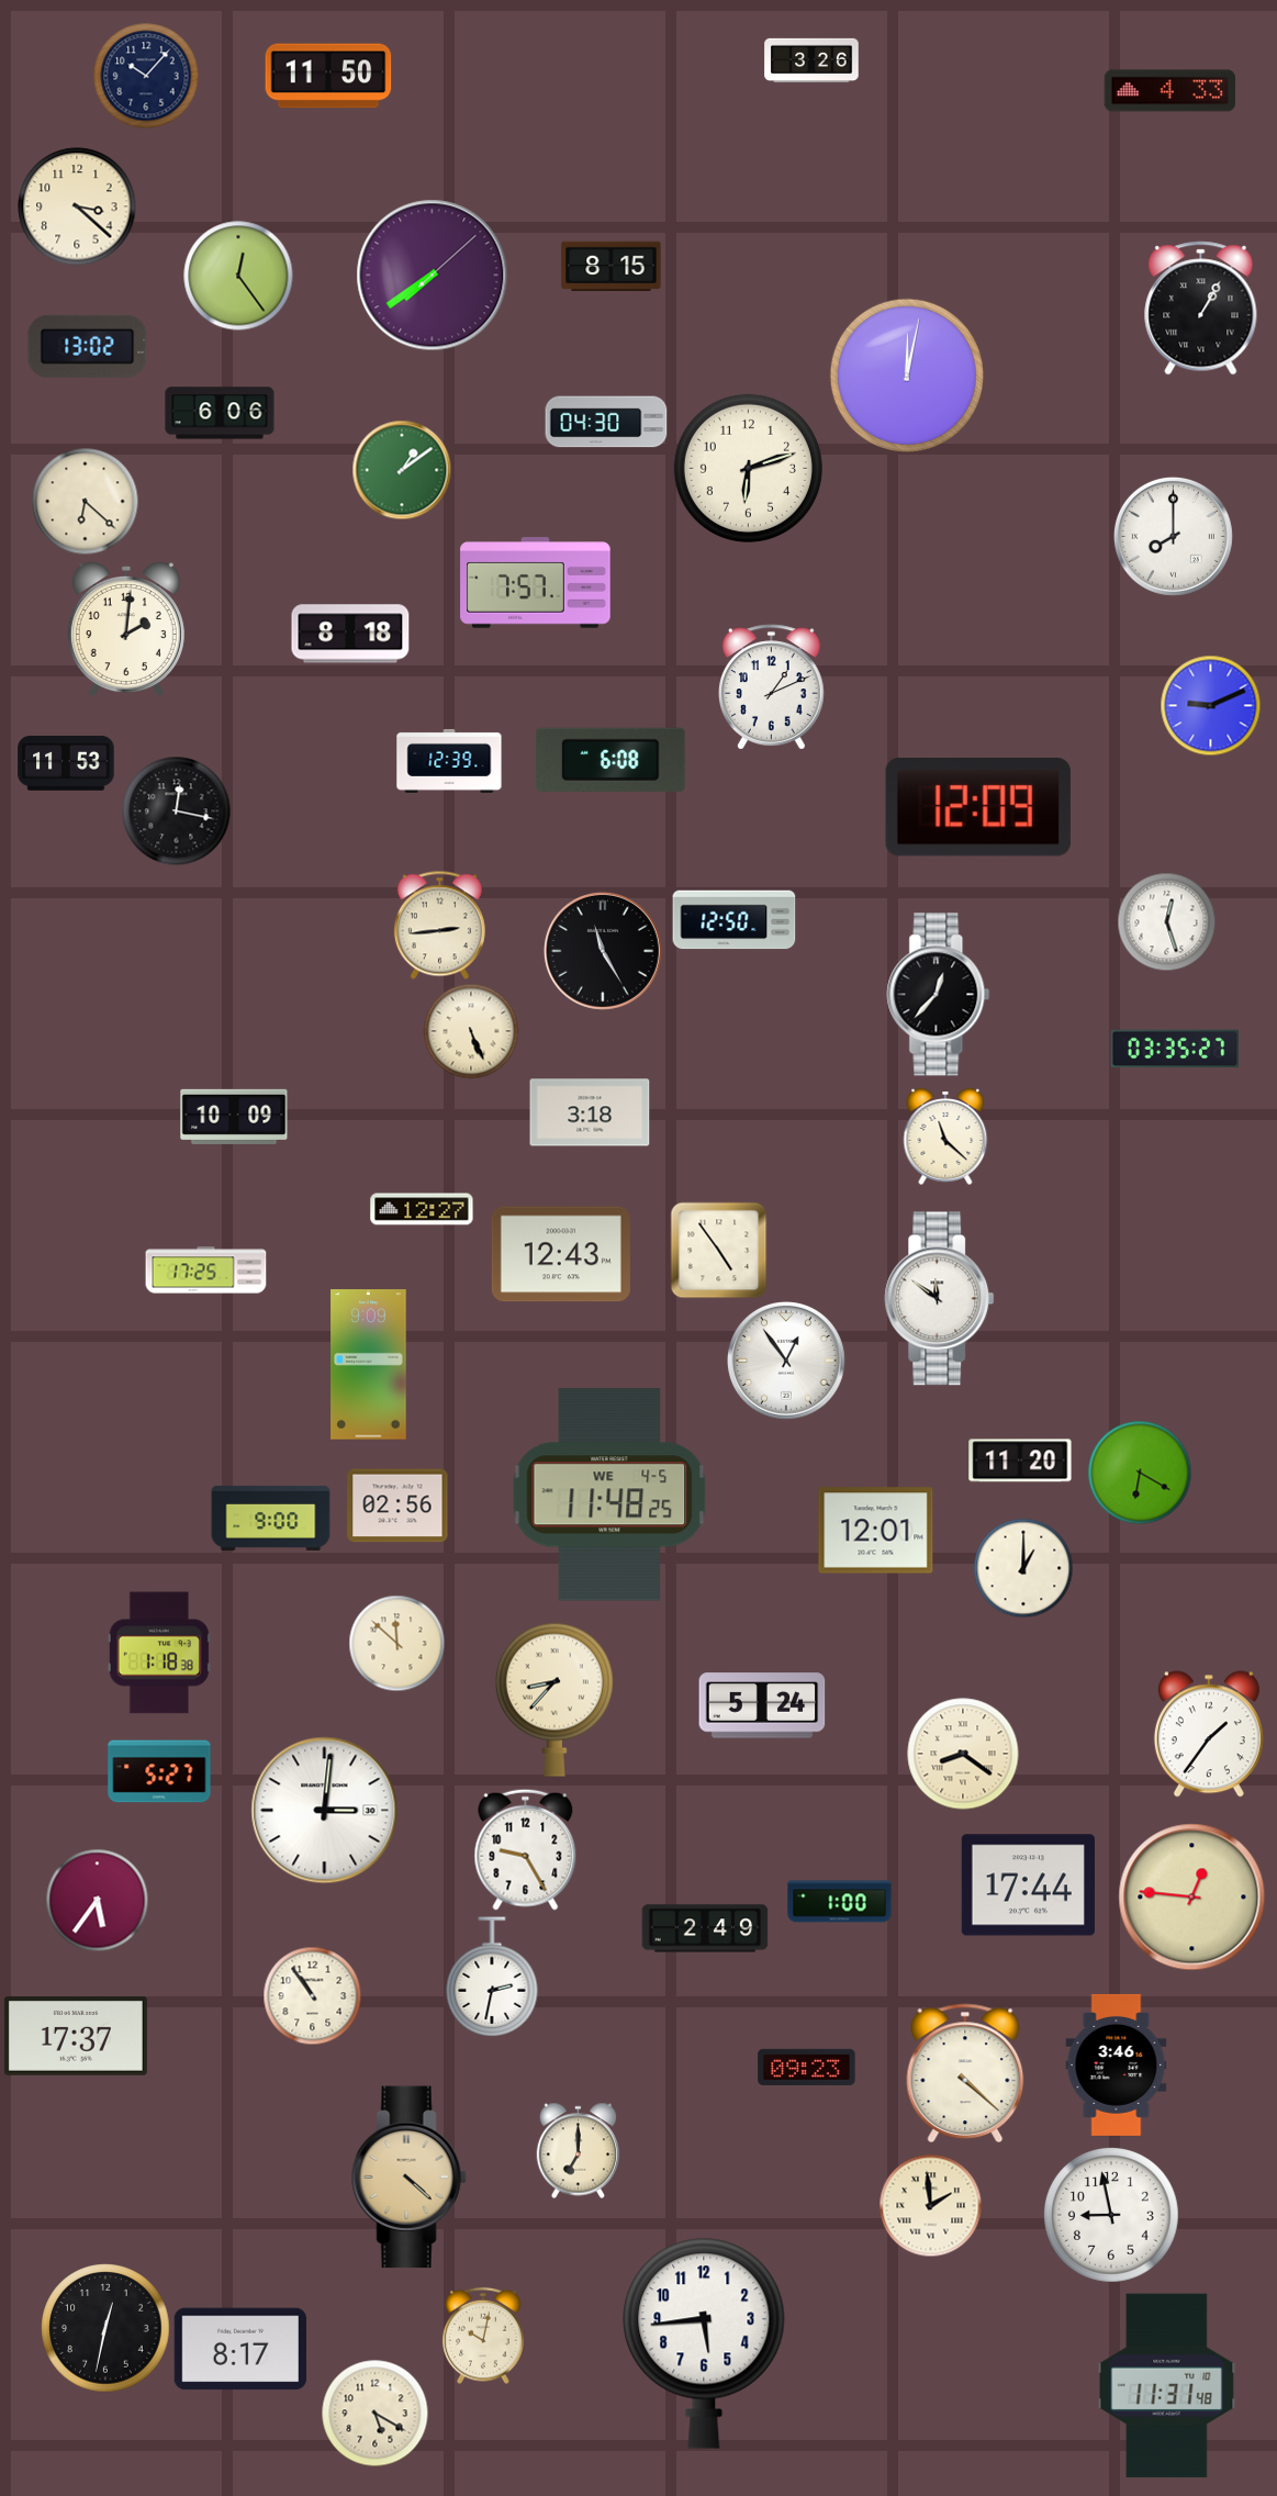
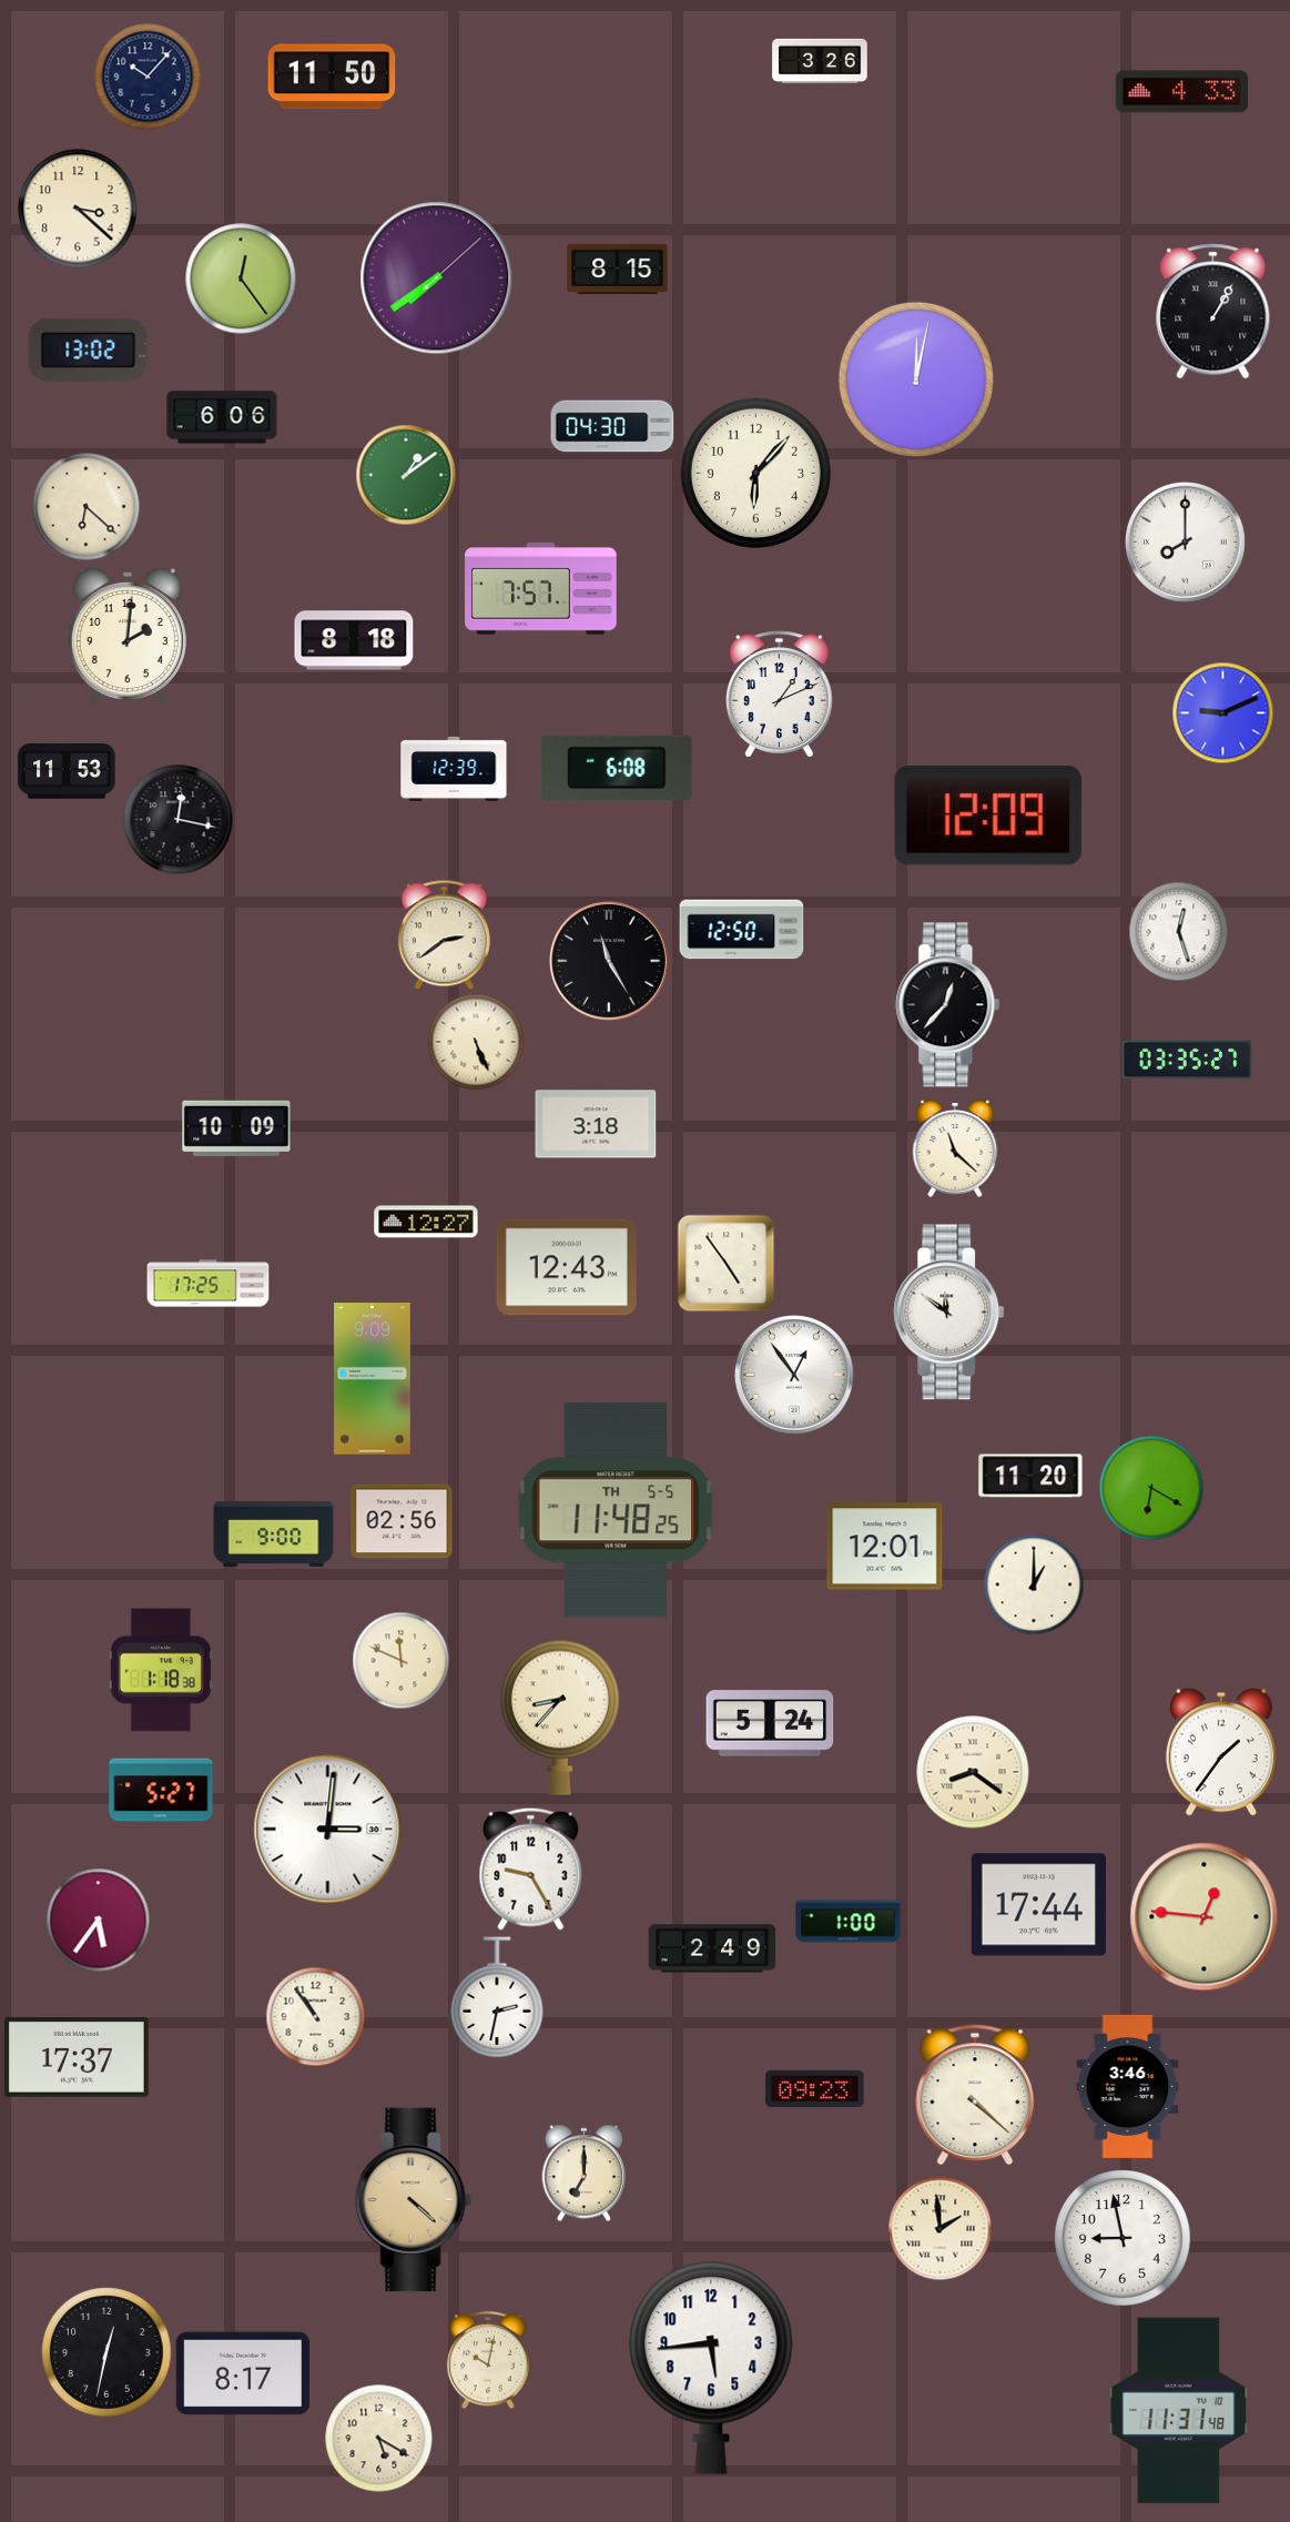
clock at (748, 468): 6:12 -> 6:07
clock at (439, 925): 2:44 -> 2:39
clock at (609, 1495) date: WE 4-5 -> TH 5-5
clock at (396, 1643): 11:52 -> 11:49
